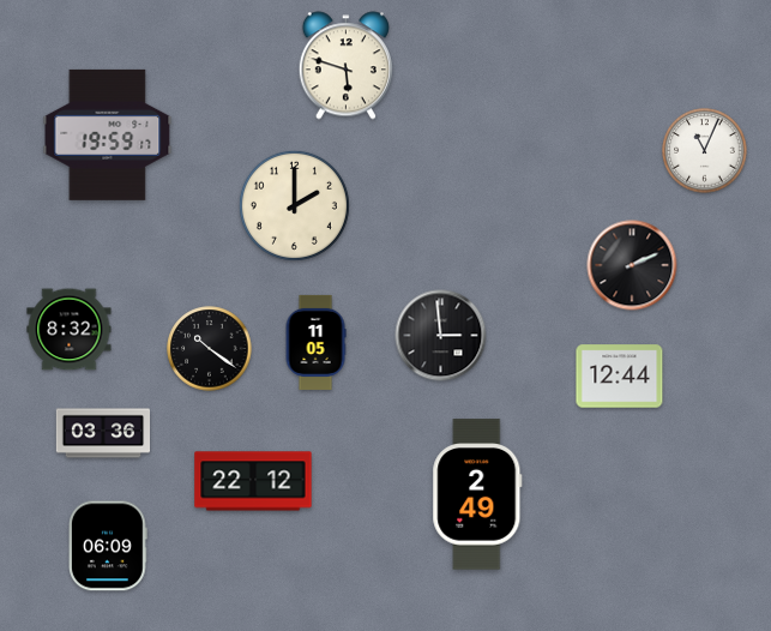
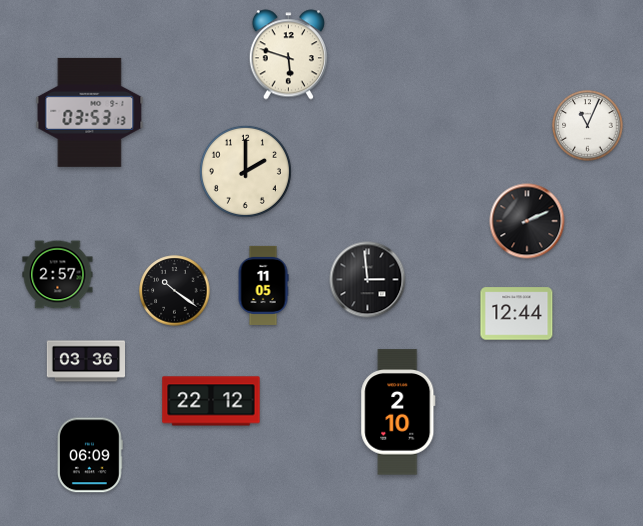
clock at (108, 134): 19:59 -> 03:53
clock at (70, 330): 8:32 -> 2:57
clock at (477, 494): 2:49 -> 2:10
